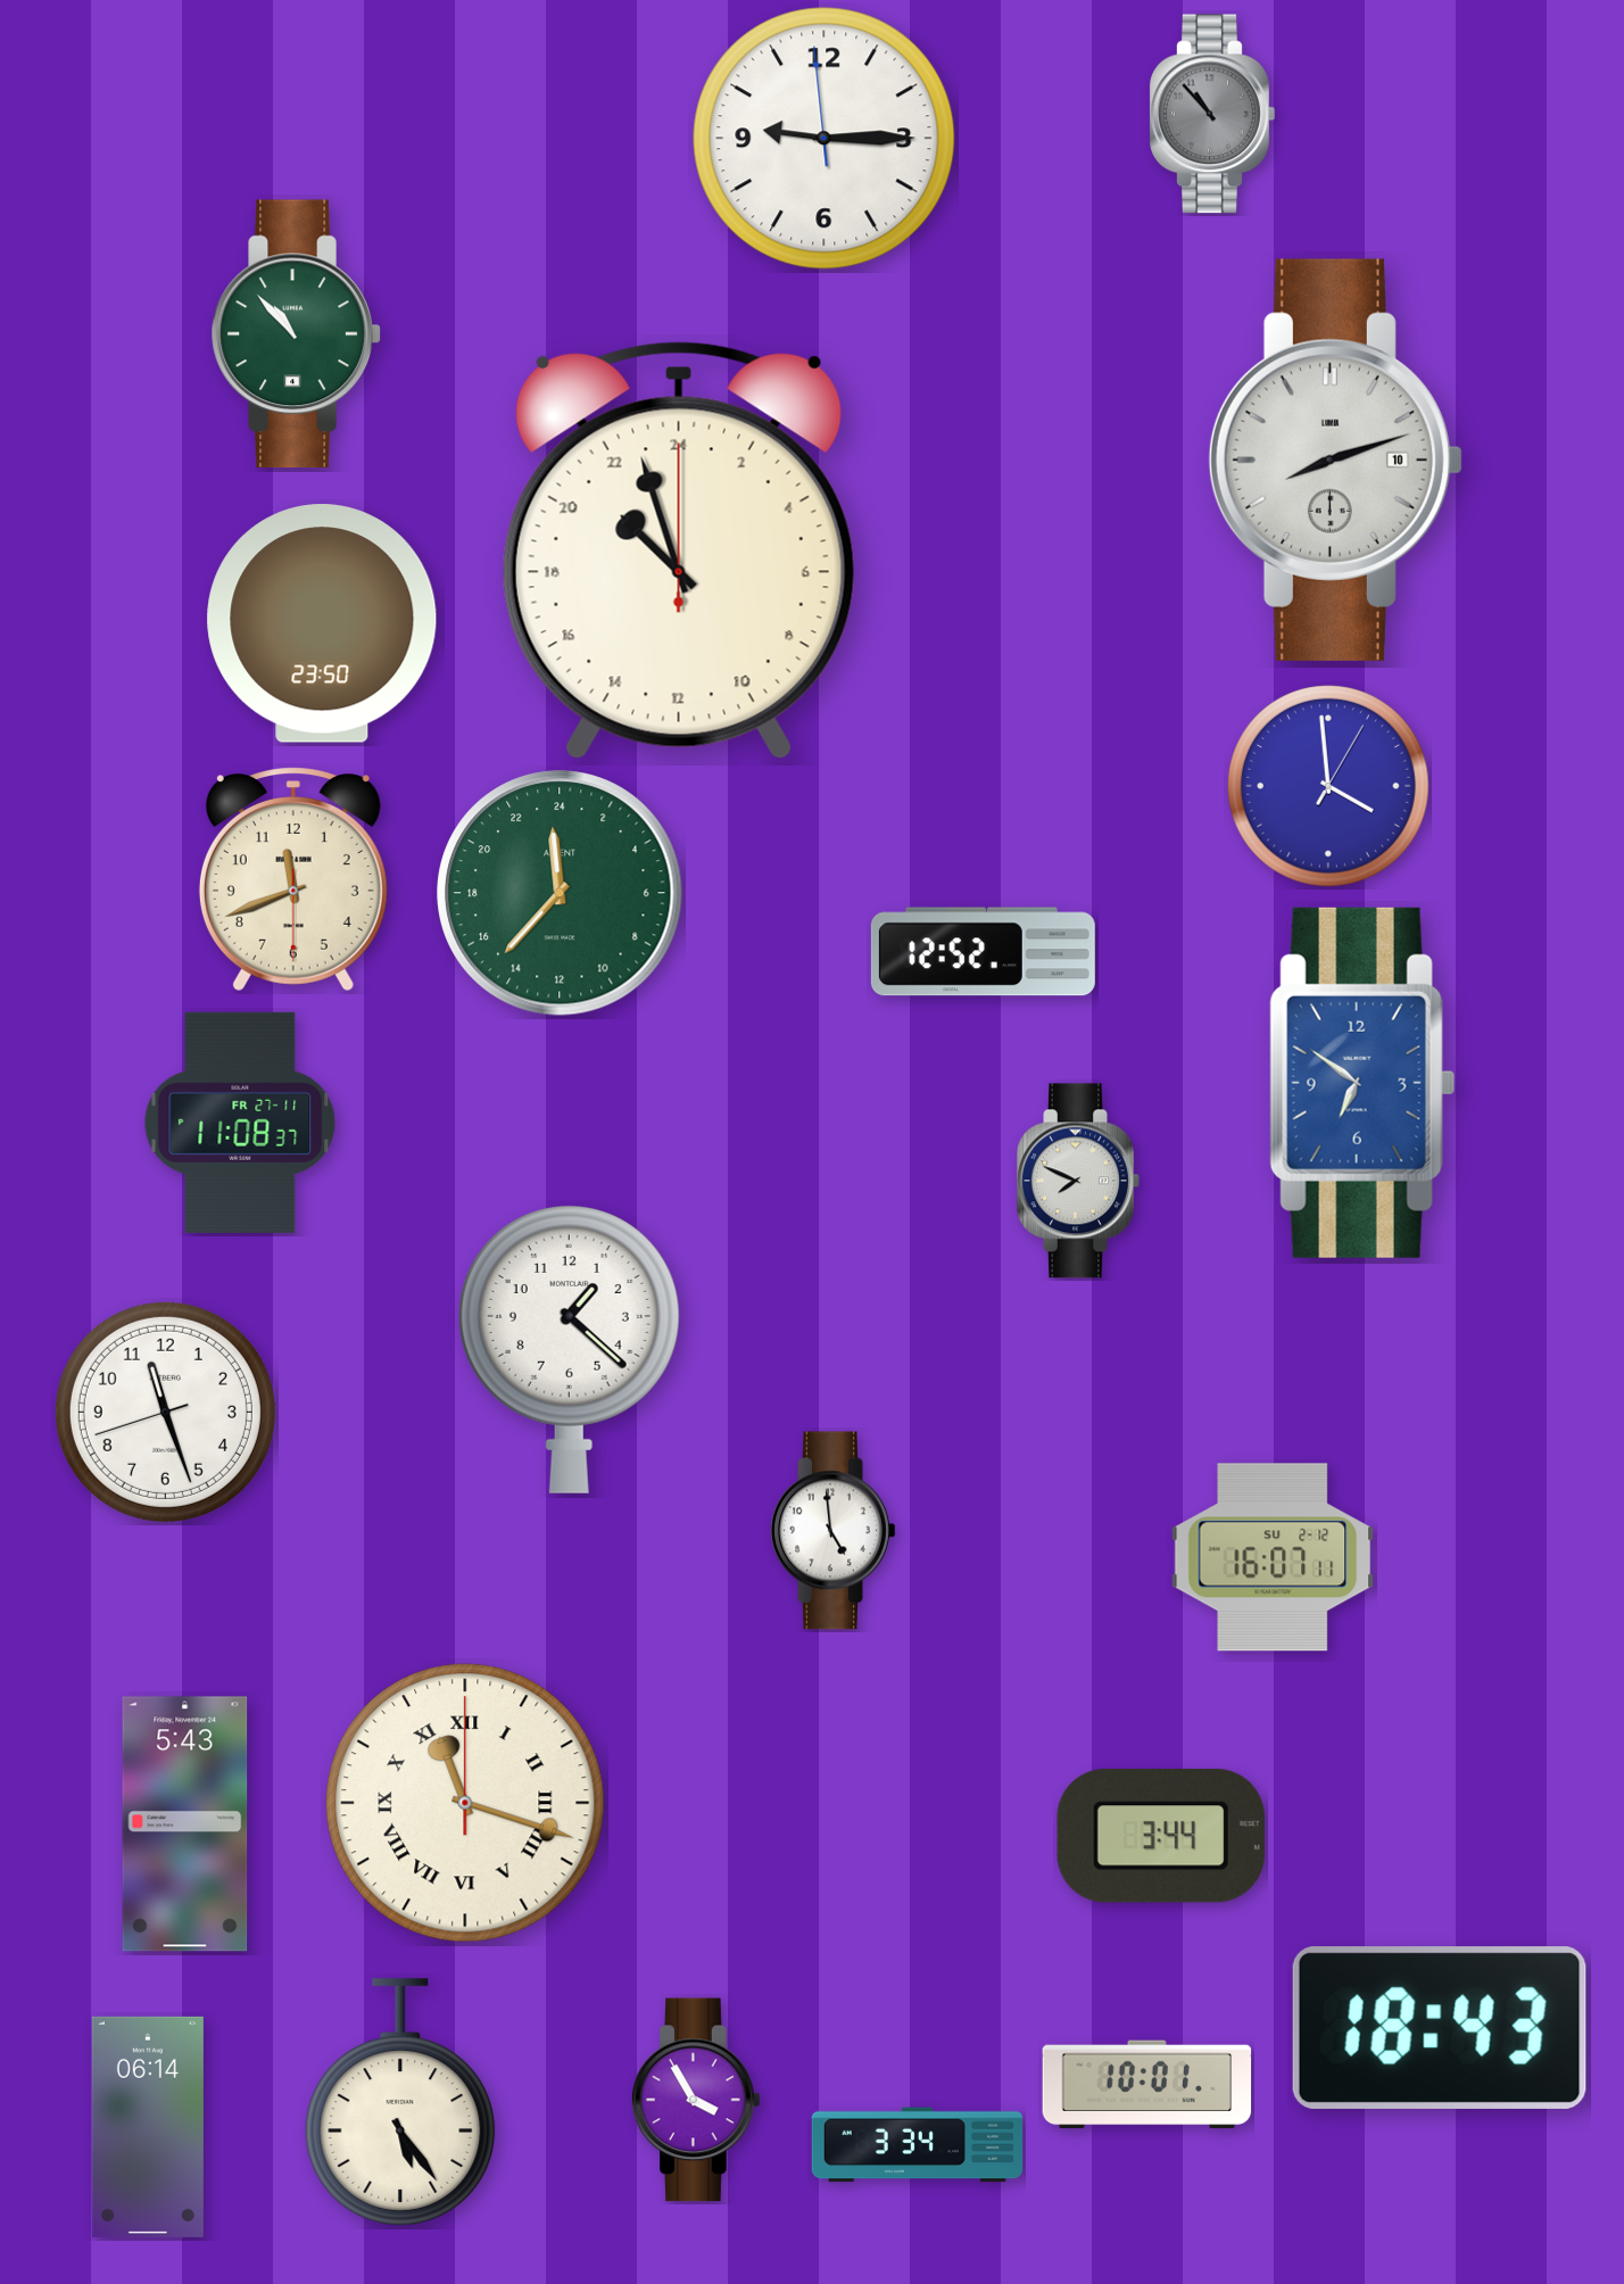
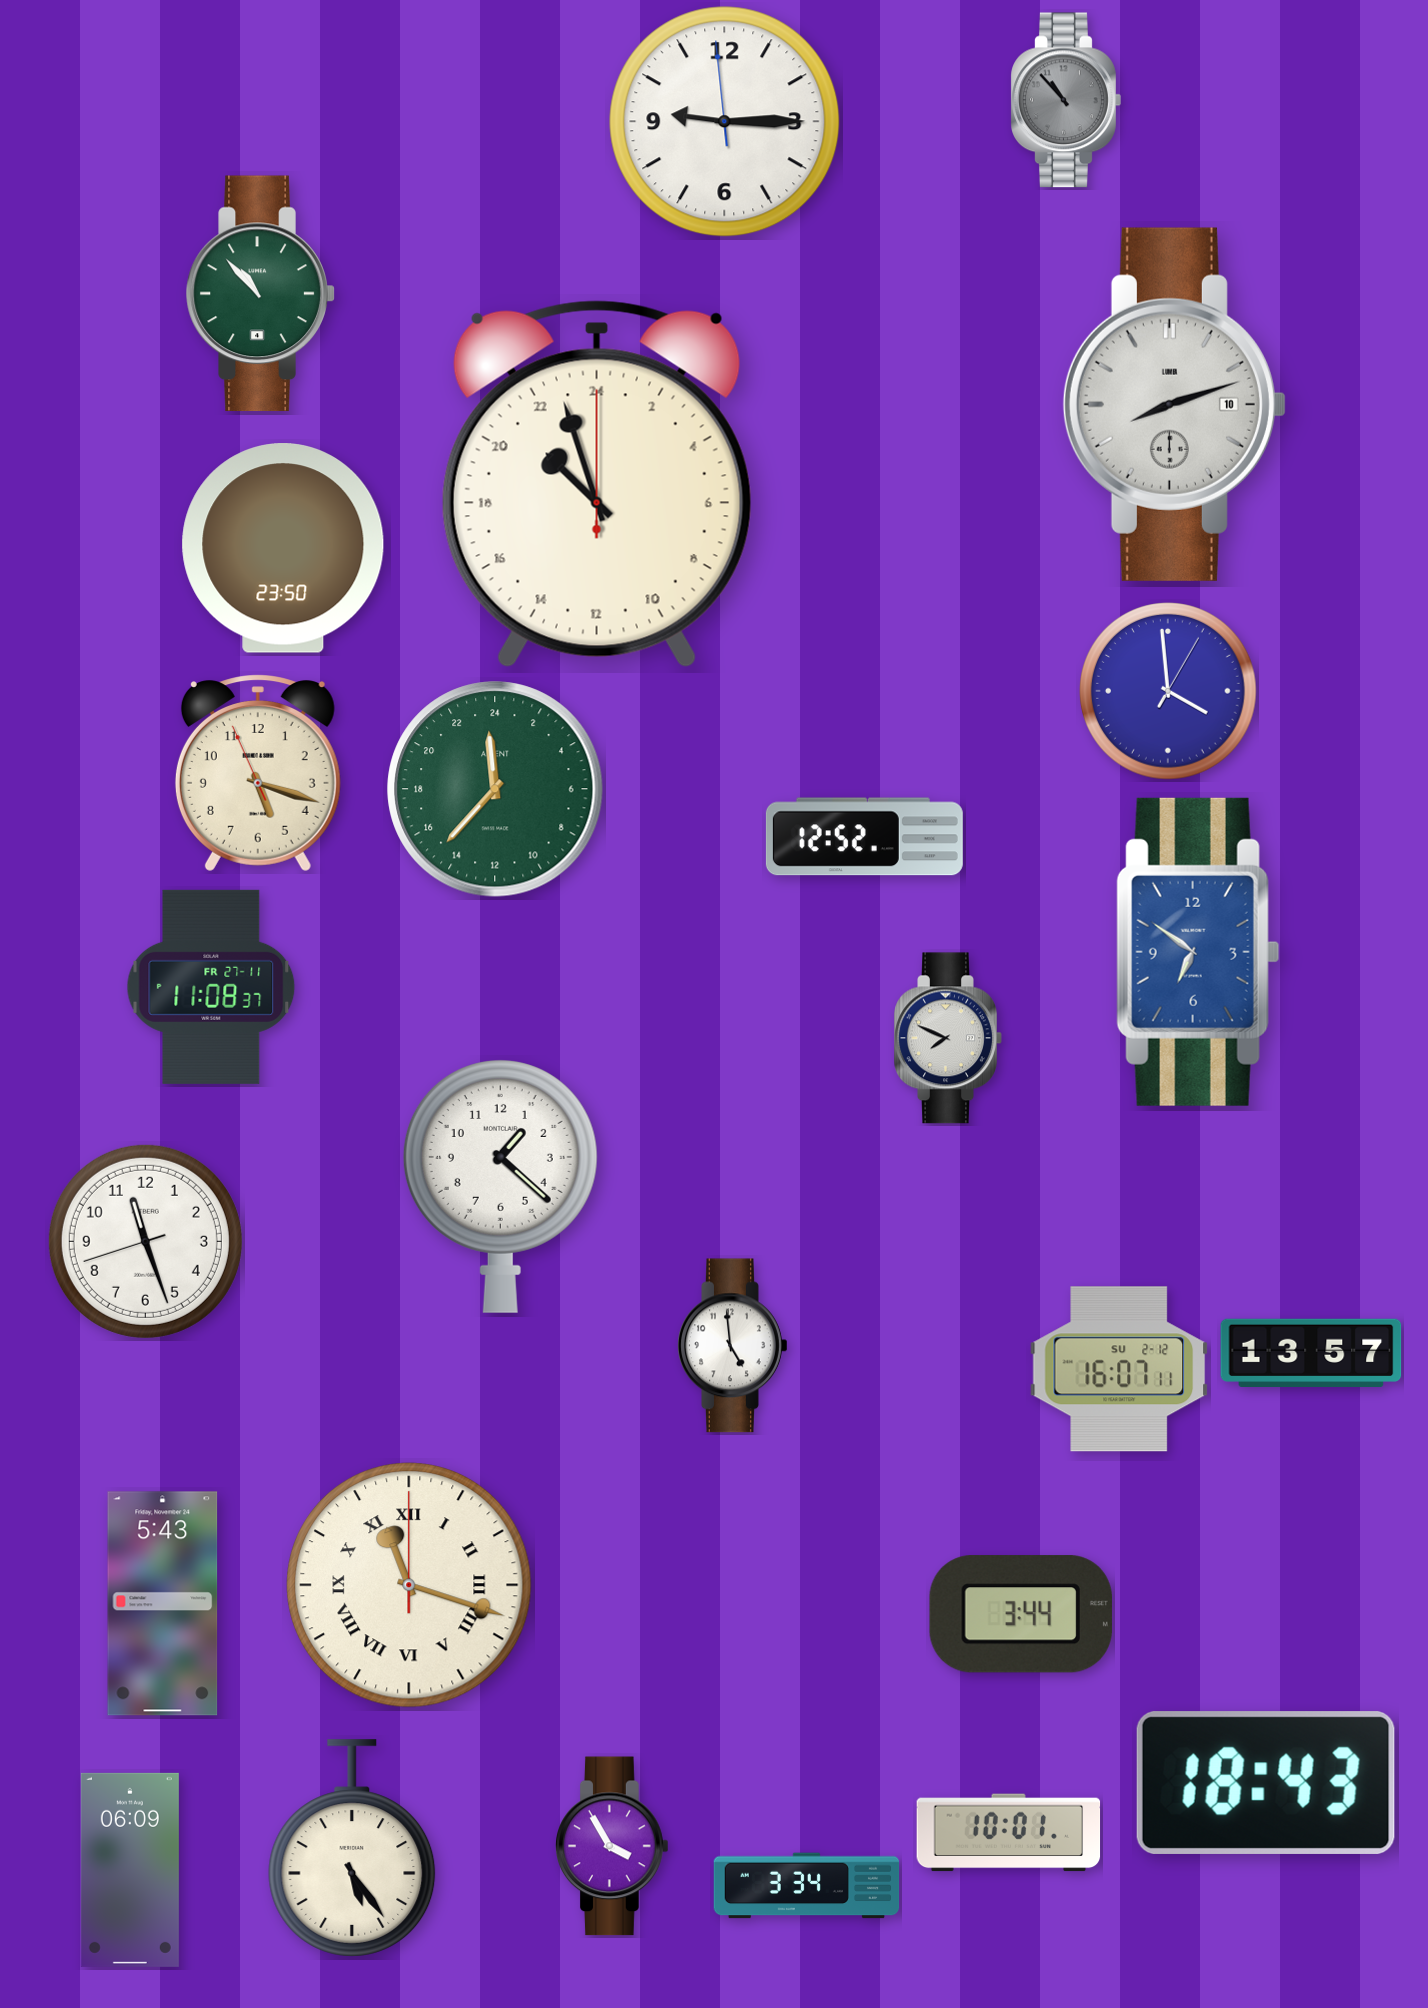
clock at (293, 879): 11:41 -> 5:17
clock at (560, 893) position: (560, 893) -> (495, 789)
clock at (1311, 1352): none -> 13:57
clock at (148, 2127): 06:14 -> 06:09
